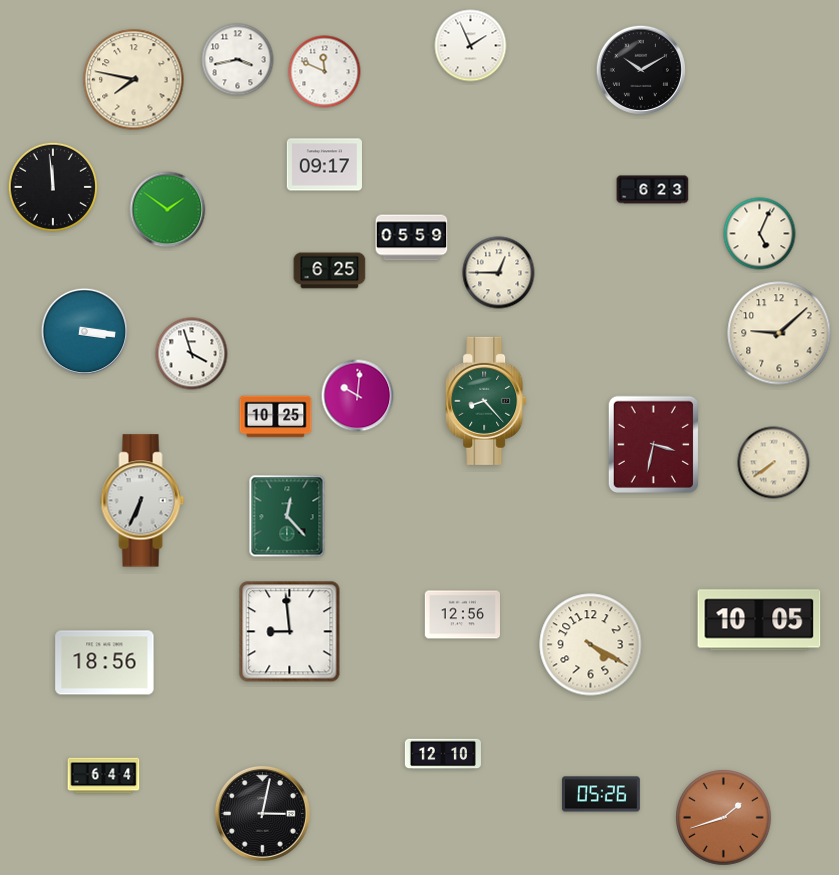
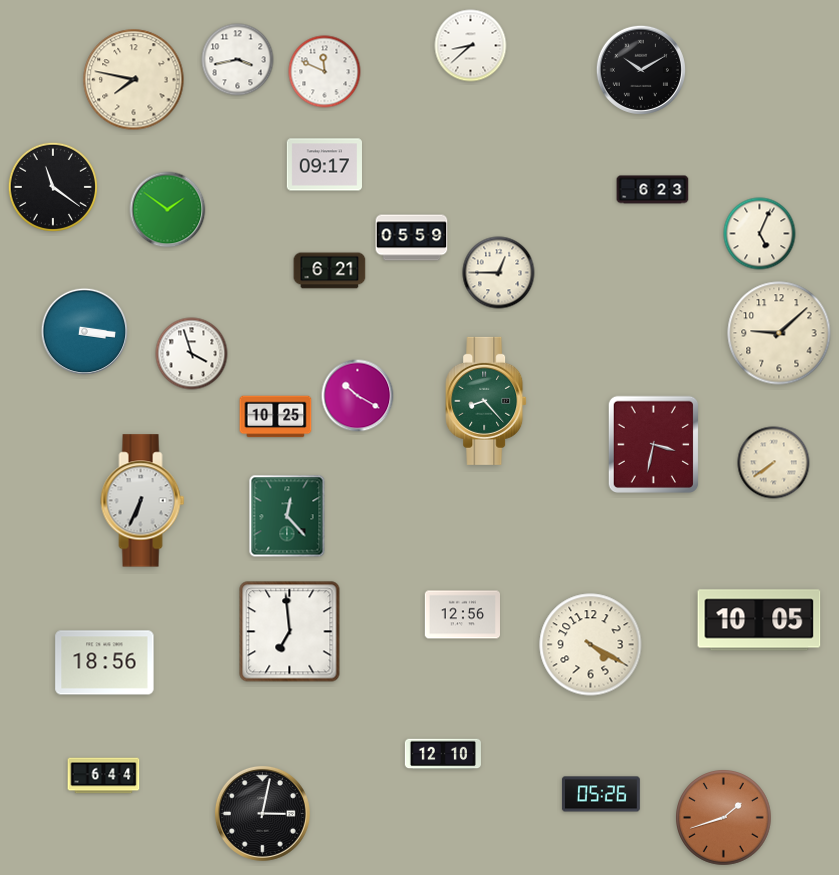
clock at (471, 46): 1:56 -> 8:38
clock at (53, 187): 11:59 -> 11:21
clock at (330, 271): 6:25 -> 6:21
clock at (358, 396): 10:01 -> 10:20
clock at (290, 632): 8:59 -> 6:59
